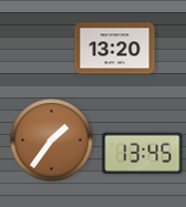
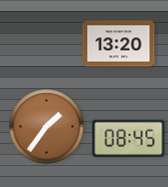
clock at (115, 49) position: (115, 49) -> (119, 44)
clock at (143, 154): 13:45 -> 08:45
